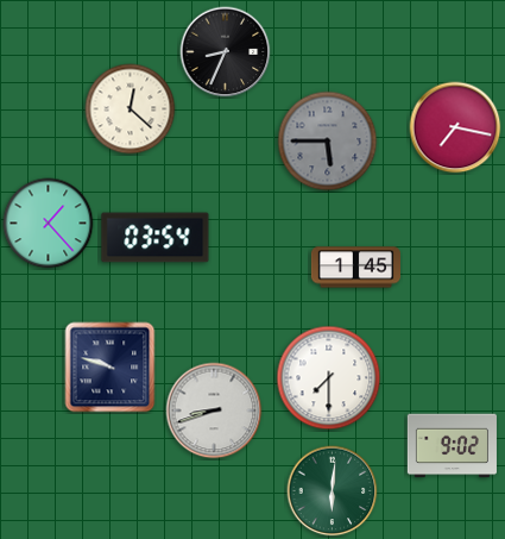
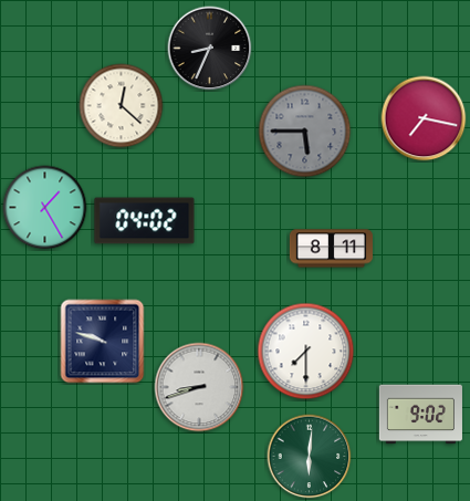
clock at (131, 109) position: (131, 109) -> (122, 106)
clock at (49, 224): 1:23 -> 1:25
clock at (156, 238): 03:54 -> 04:02
clock at (355, 268): 1:45 -> 8:11
clock at (214, 410) position: (214, 410) -> (199, 387)
